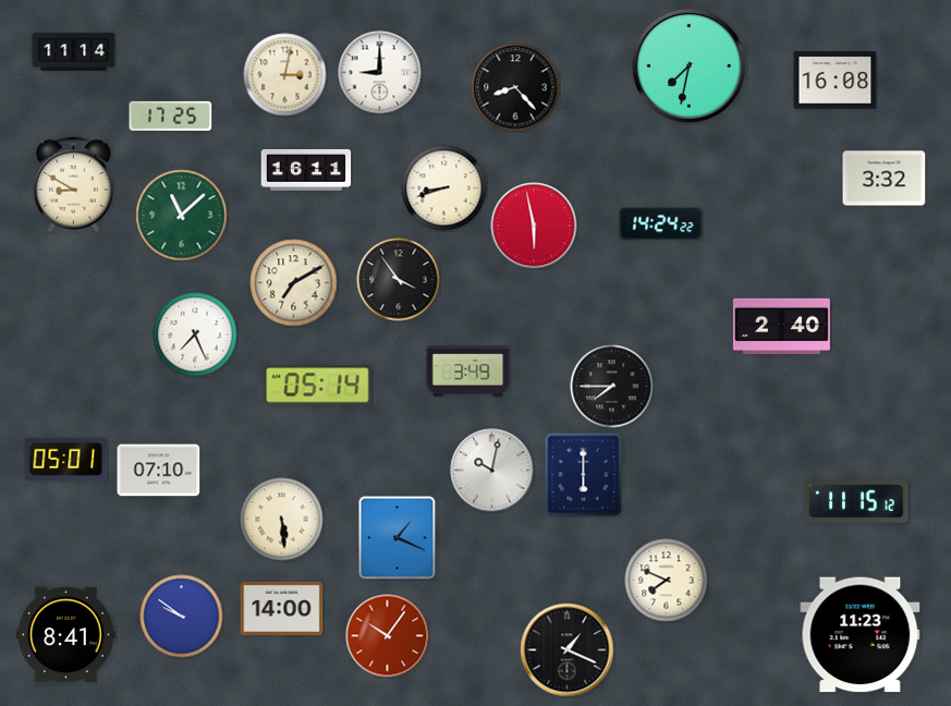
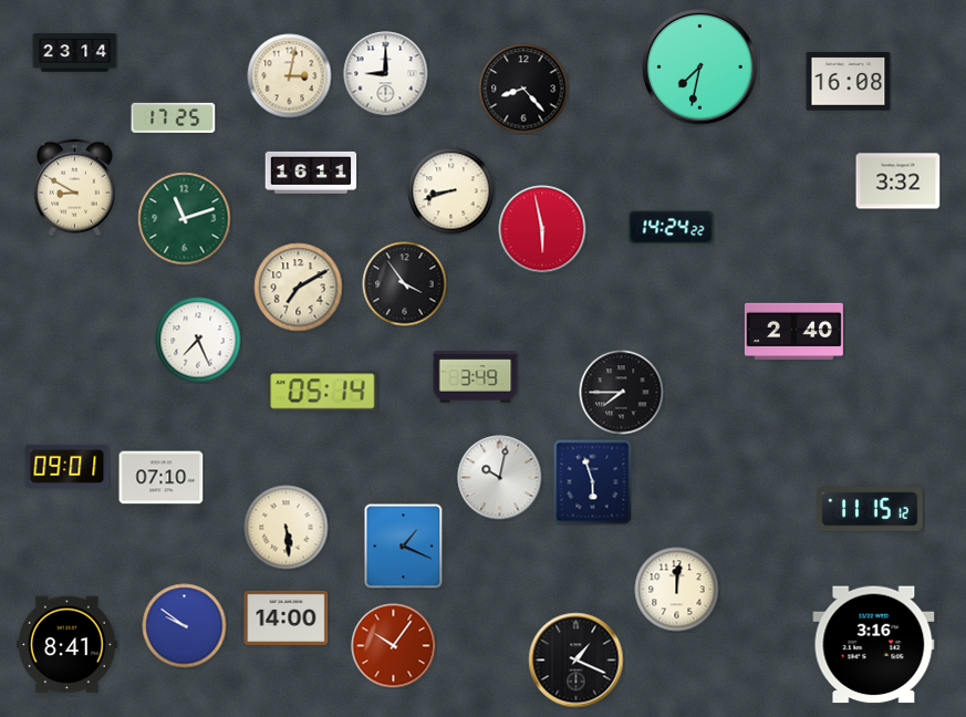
clock at (74, 52): 11:14 -> 23:14
clock at (182, 216): 11:08 -> 11:12
clock at (66, 459): 05:01 -> 09:01
clock at (584, 474): 6:00 -> 5:57
clock at (667, 581): 7:49 -> 12:01
clock at (861, 635): 11:23 -> 3:16
